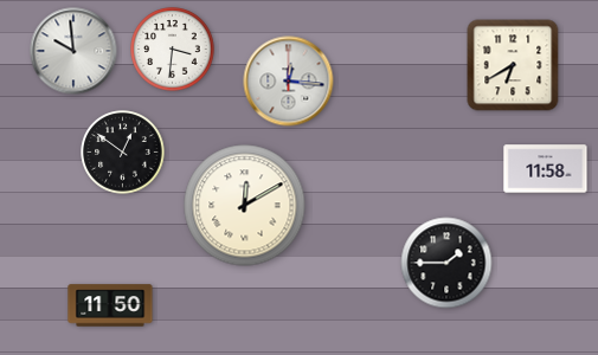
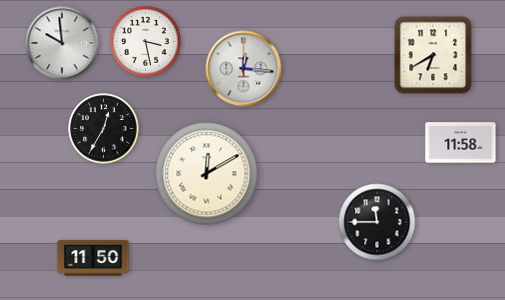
clock at (173, 50): 3:31 -> 3:28
clock at (123, 153): 12:51 -> 12:35
clock at (446, 263): 1:45 -> 11:45
